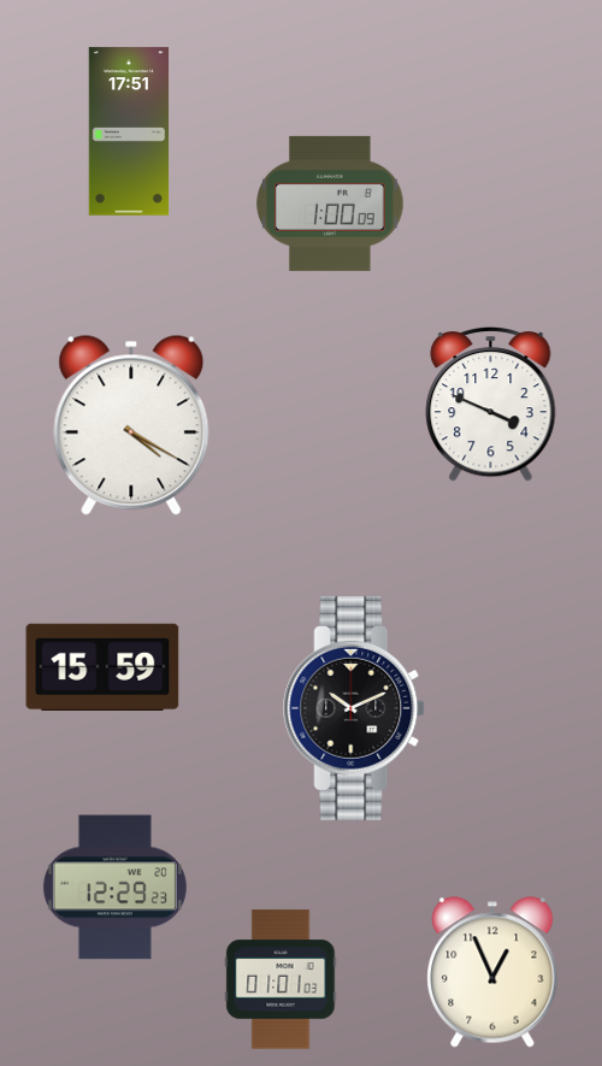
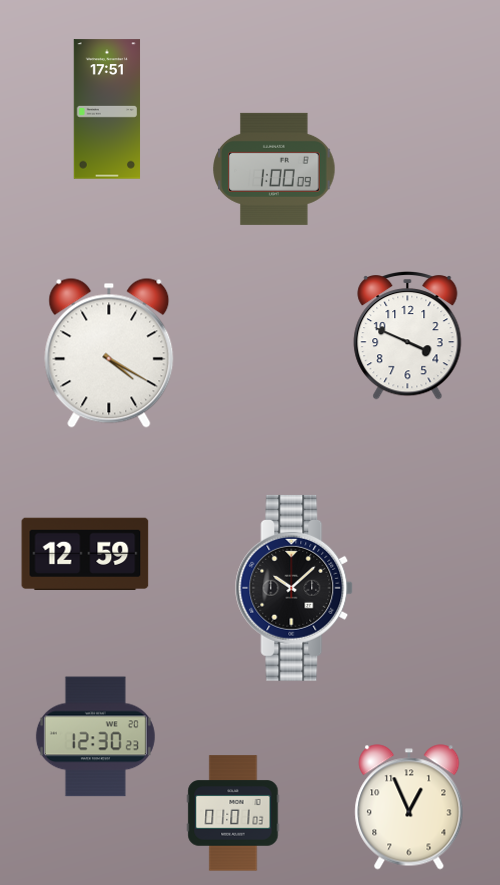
clock at (102, 667): 15:59 -> 12:59
clock at (355, 708): 10:11 -> 10:08
clock at (114, 888): 12:29 -> 12:30
